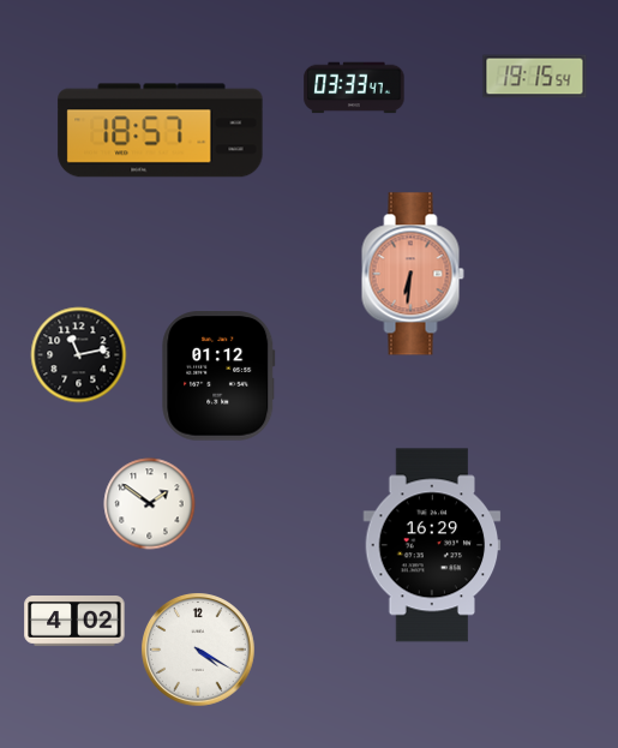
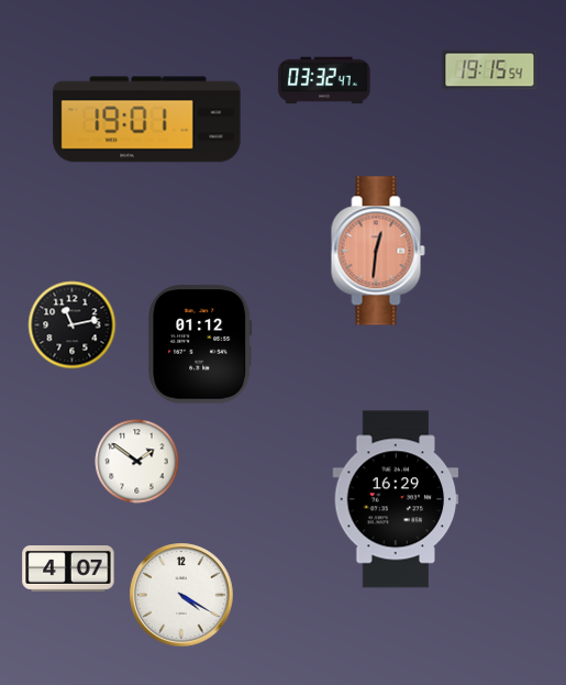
clock at (354, 88): 03:33 -> 03:32
clock at (161, 131): 18:57 -> 19:01
clock at (413, 274): 6:31 -> 12:31
clock at (74, 622): 4:02 -> 4:07
